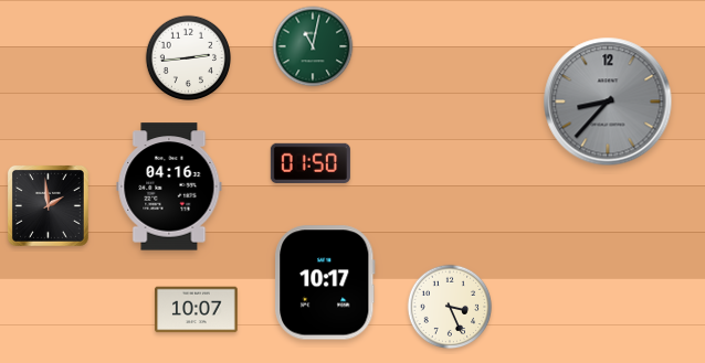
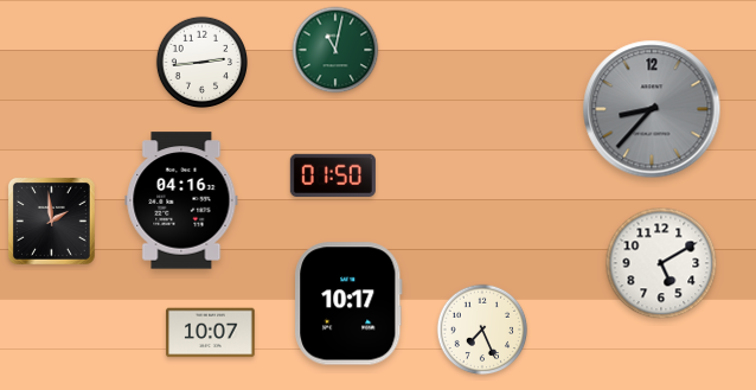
clock at (661, 263): none -> 5:10
clock at (450, 307): 3:26 -> 7:26
